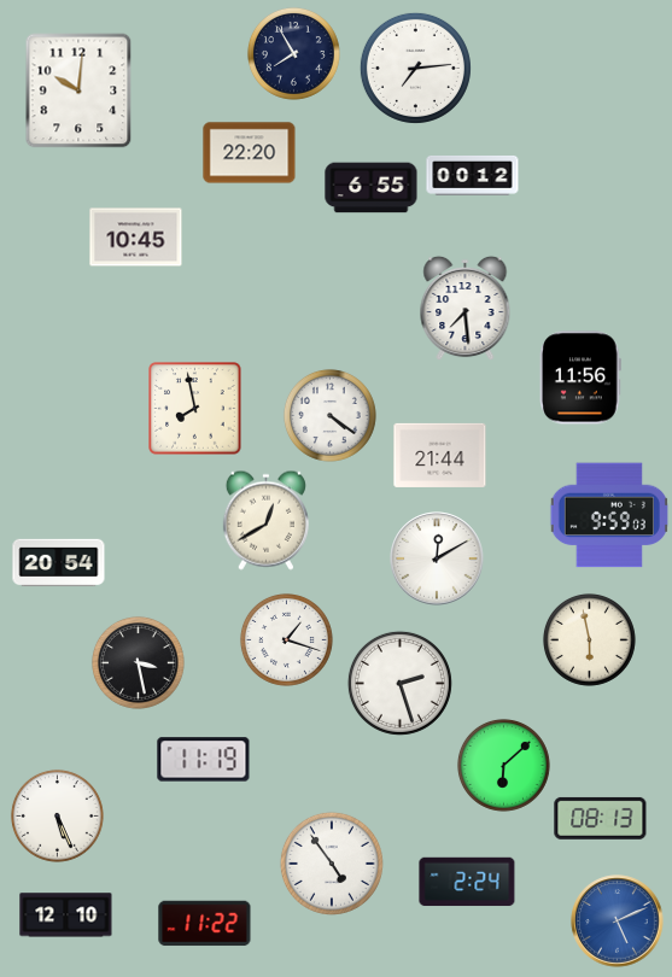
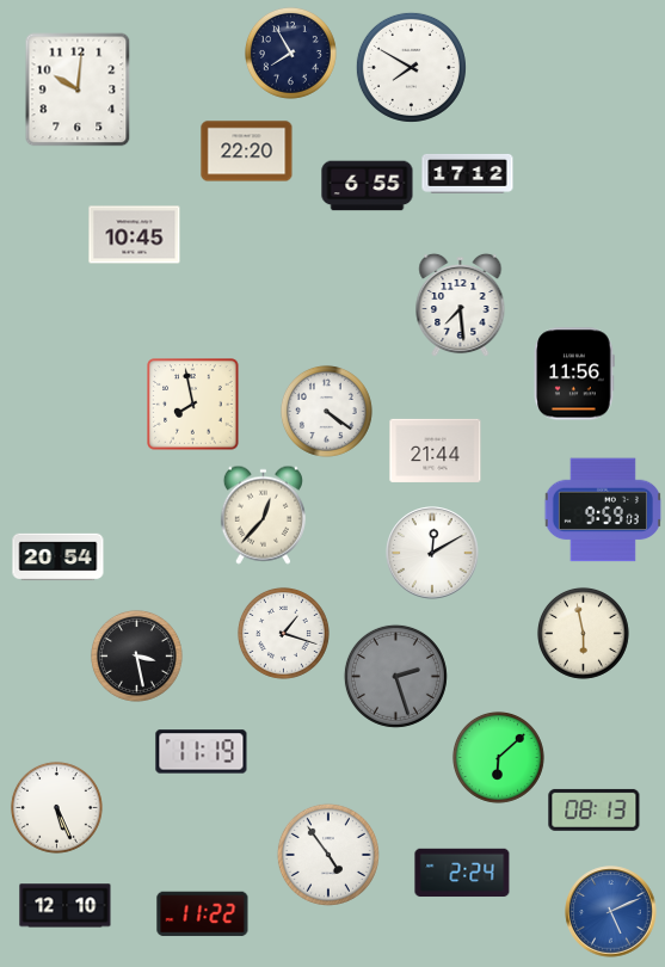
clock at (415, 68): 7:14 -> 7:50
clock at (473, 175): 00:12 -> 17:12
clock at (265, 520): 12:40 -> 12:37
clock at (399, 683) dial: white -> grey
